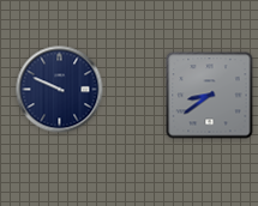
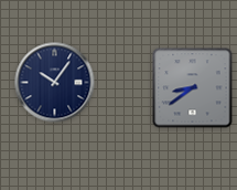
clock at (60, 90): 9:49 -> 10:06
